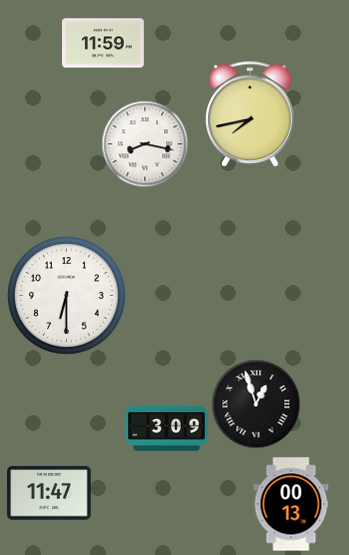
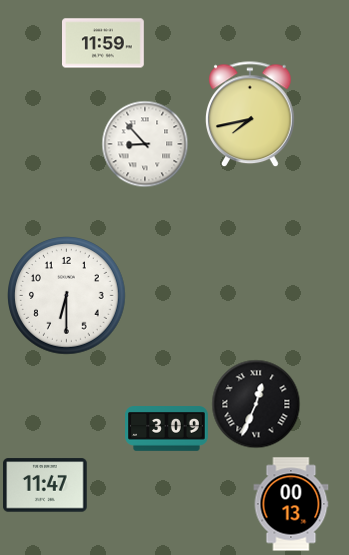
clock at (145, 144): 8:17 -> 8:53
clock at (256, 404): 12:57 -> 12:34
clock at (49, 493) position: (49, 493) -> (45, 485)
